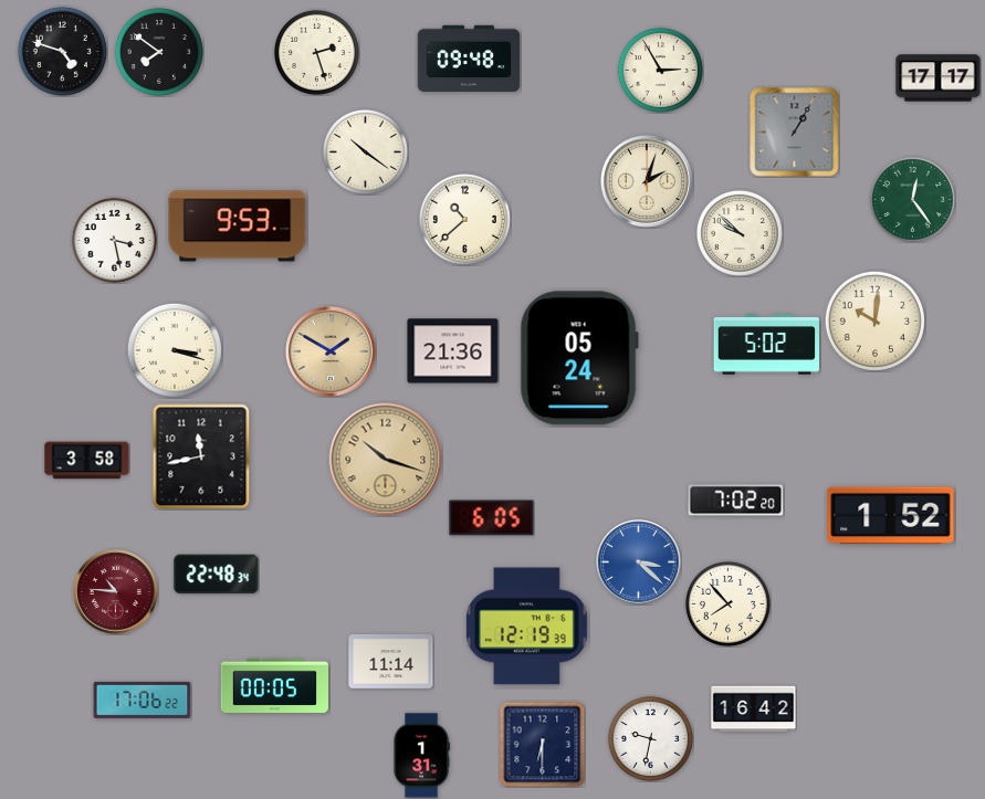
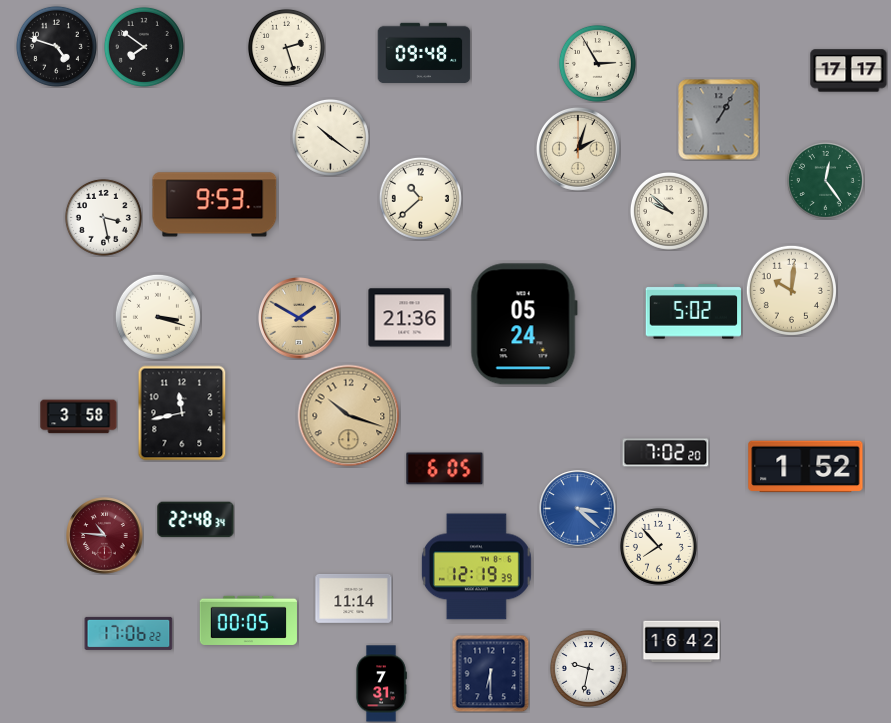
clock at (647, 181) position: (647, 181) -> (578, 149)
clock at (421, 756): 1:31 -> 7:31
